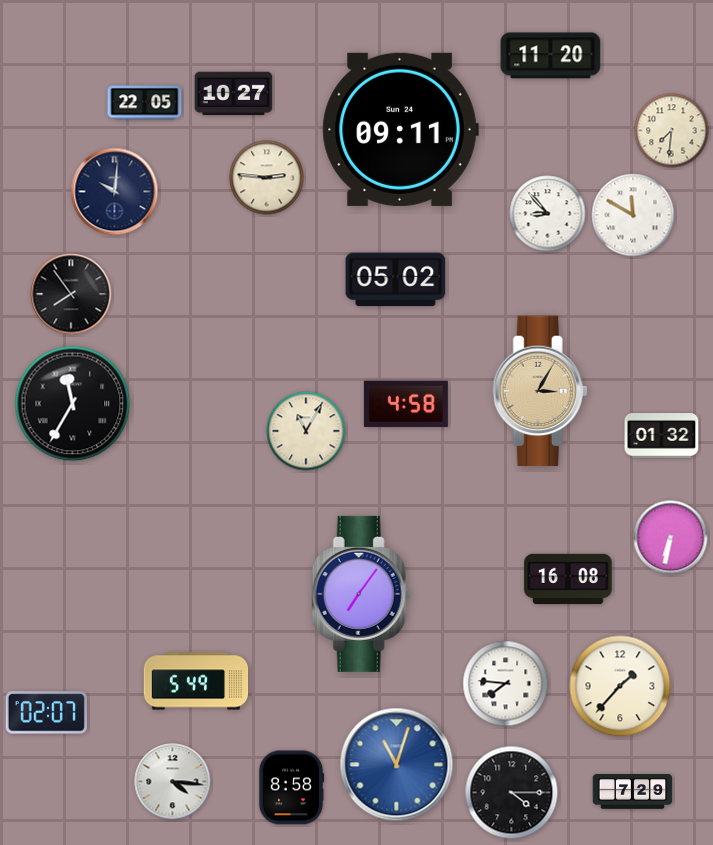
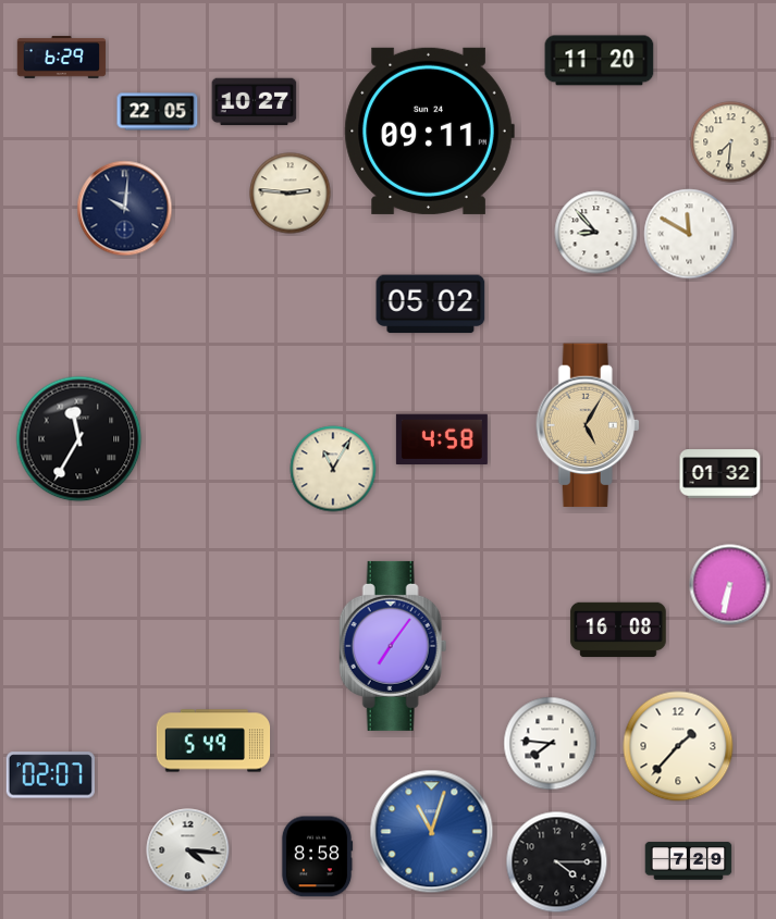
clock at (62, 58): none -> 6:29
clock at (400, 129) position: (400, 129) -> (429, 131)
clock at (71, 294): 7:54 -> none
clock at (540, 391): 3:05 -> 5:05
clock at (620, 686) position: (620, 686) -> (678, 746)
